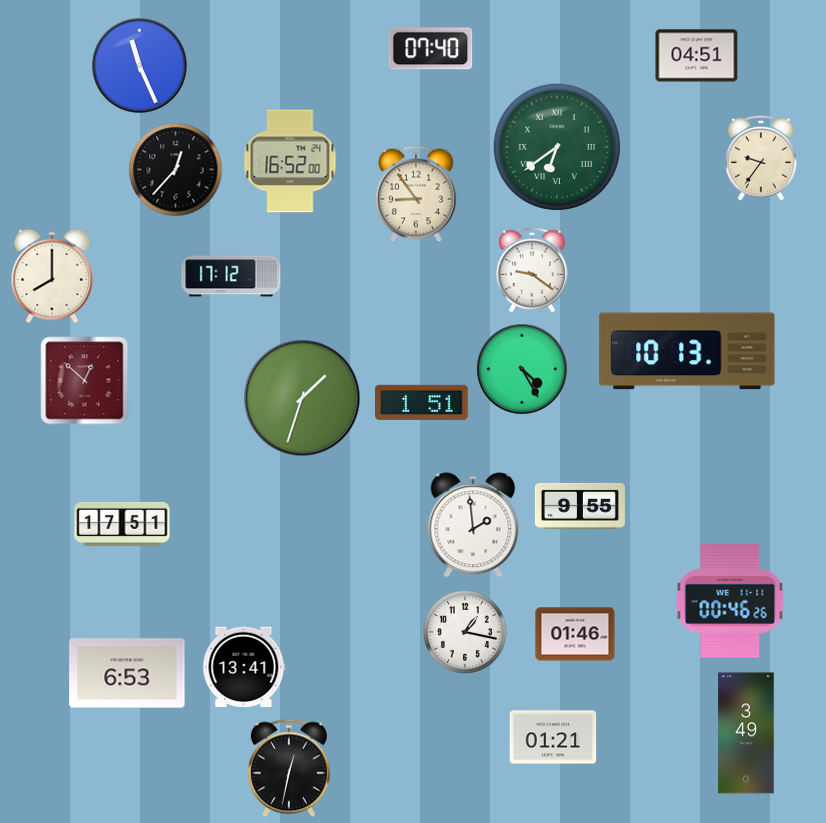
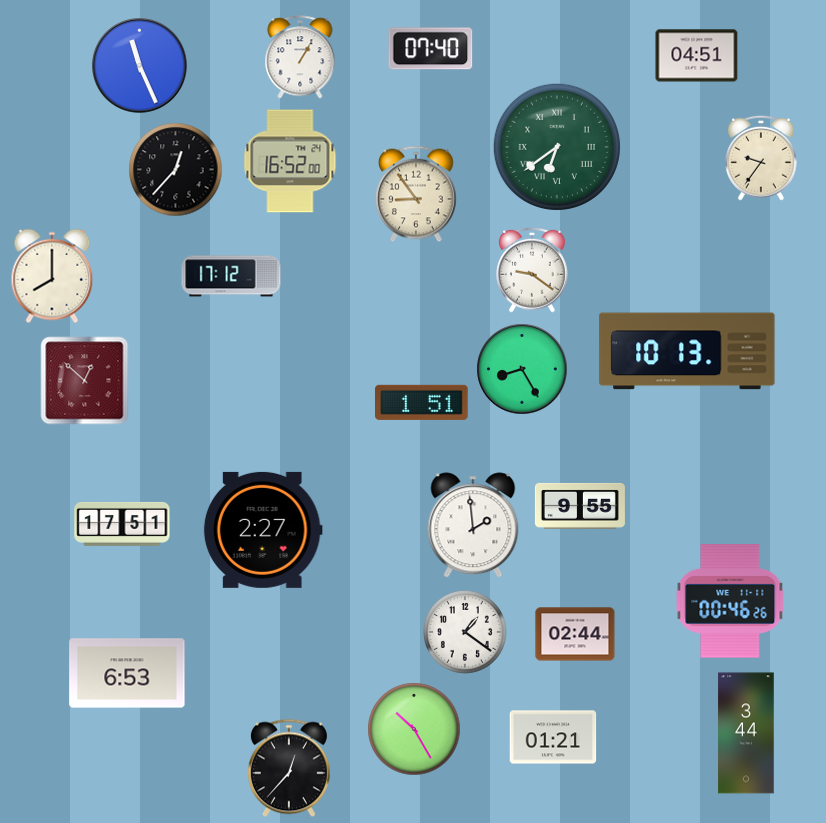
clock at (300, 57): none -> 1:05
clock at (522, 369): 4:25 -> 8:25
clock at (302, 398): 1:33 -> none
clock at (263, 530): none -> 2:27
clock at (465, 632): 1:17 -> 1:21
clock at (575, 634): 01:46 -> 02:44
clock at (244, 667): 13:41 -> none
clock at (414, 729): none -> 10:25
clock at (746, 733): 3:49 -> 3:44
clock at (289, 768): 12:32 -> 12:37
